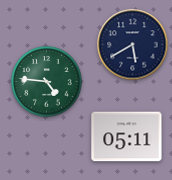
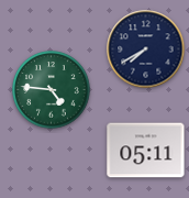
clock at (133, 45): 5:40 -> 7:40
clock at (127, 137) position: (127, 137) -> (146, 151)
